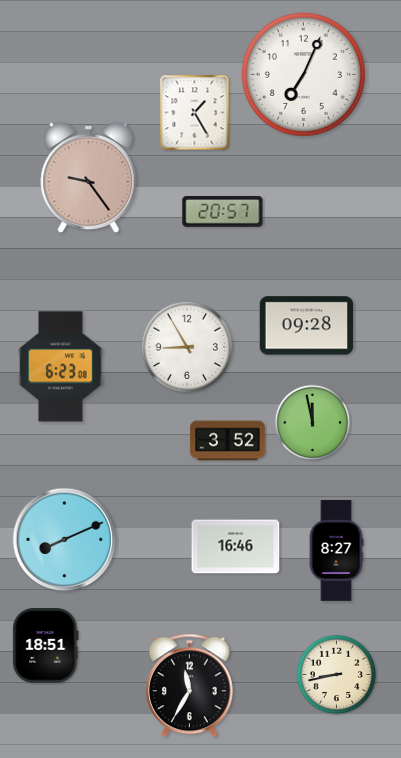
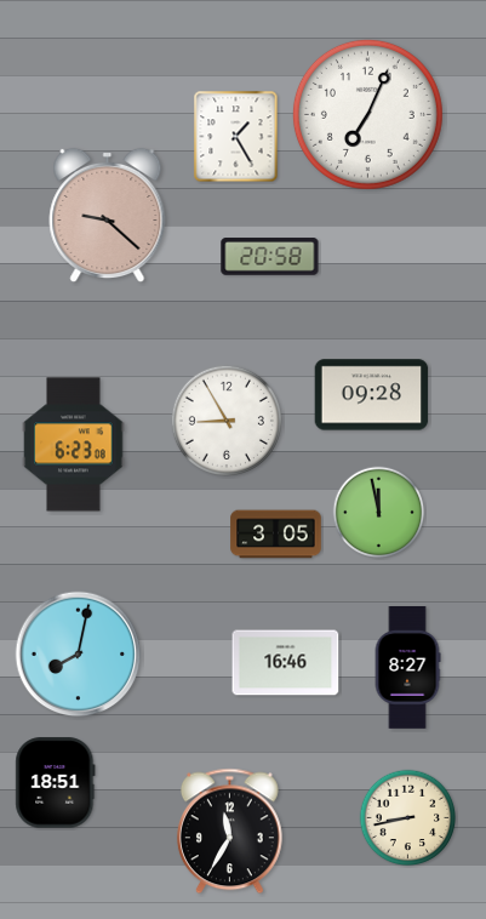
clock at (303, 74) position: (303, 74) -> (367, 114)
clock at (89, 178): 9:24 -> 9:22
clock at (223, 212): 20:57 -> 20:58
clock at (228, 441): 3:52 -> 3:05
clock at (65, 540): 8:11 -> 8:02
